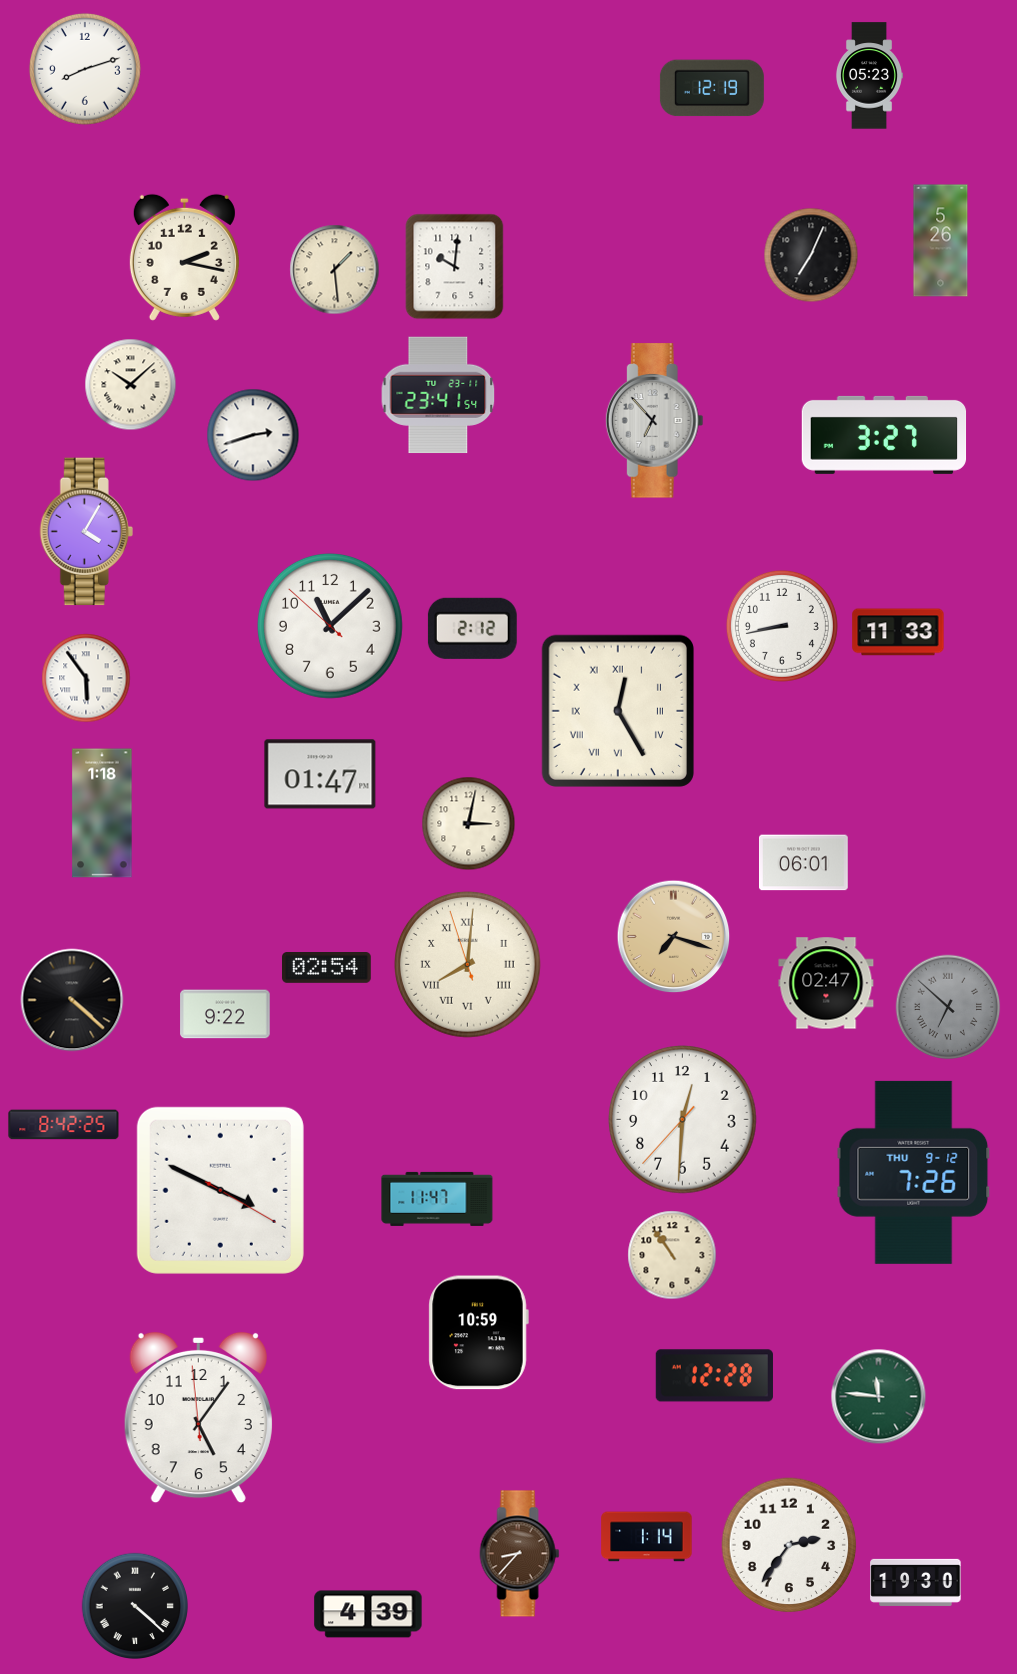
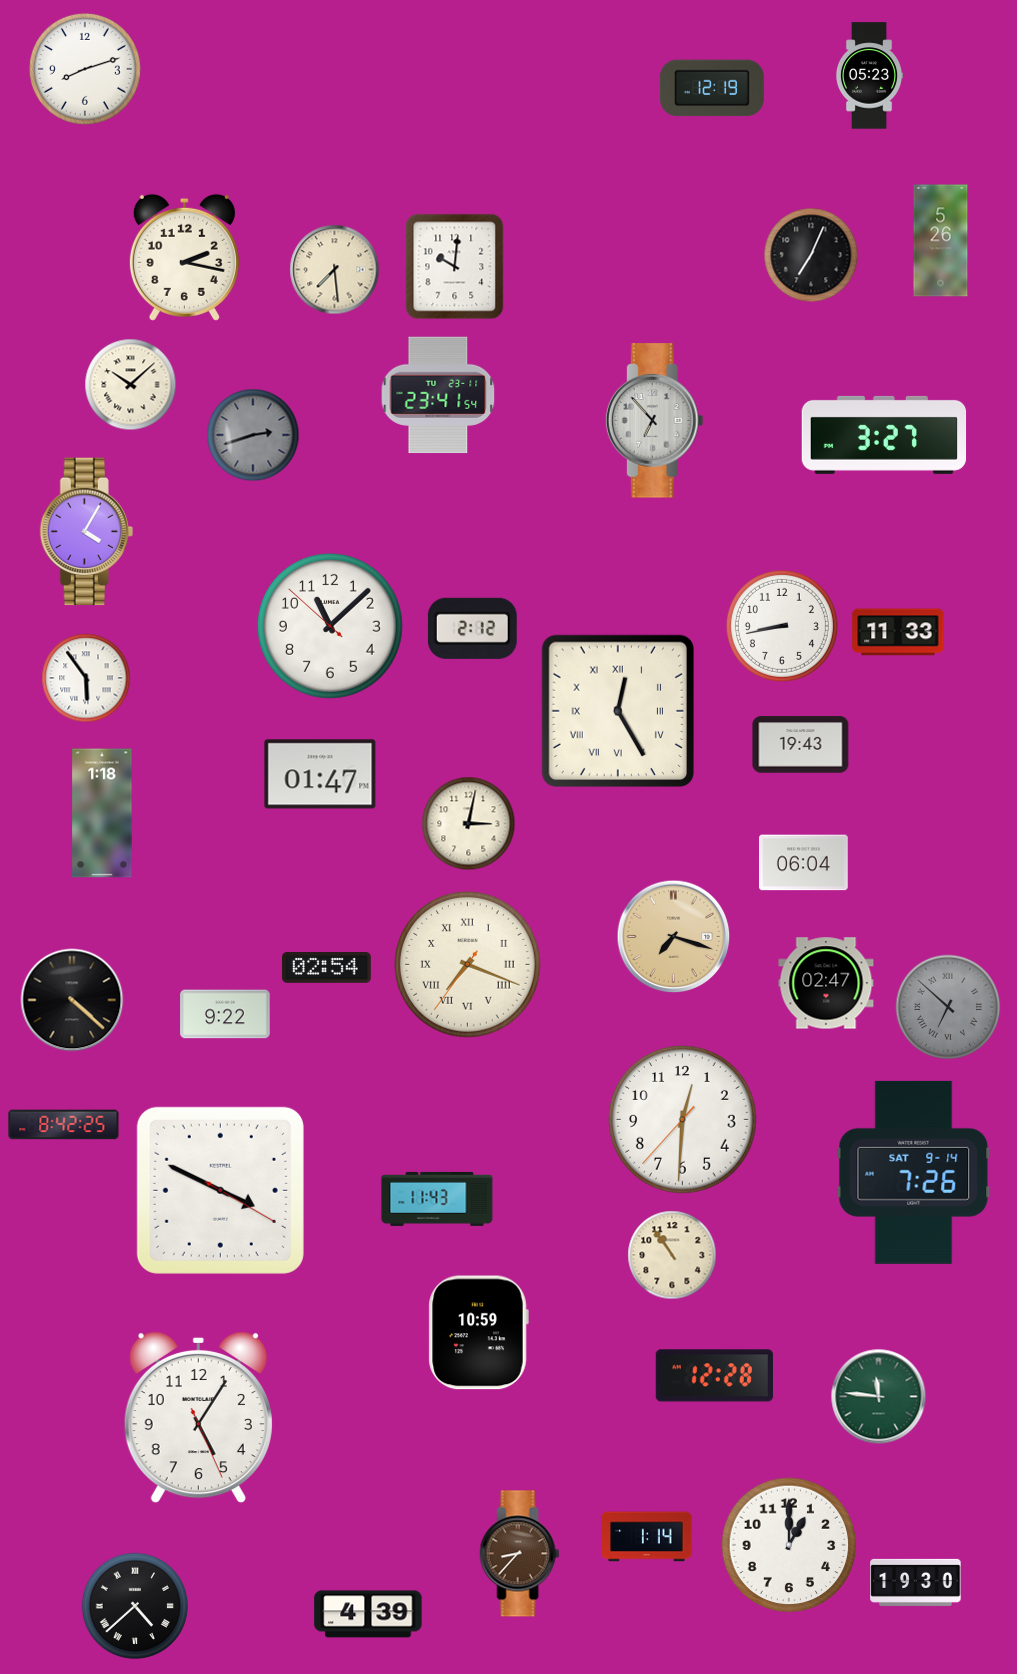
clock at (335, 270): 1:29 -> 7:29
clock at (253, 435) dial: white -> grey
clock at (801, 745): none -> 19:43
clock at (804, 863): 06:01 -> 06:04
clock at (468, 965): 8:00 -> 7:18
clock at (914, 1172) date: THU 9-12 -> SAT 9-14
clock at (437, 1199): 11:47 -> 11:43
clock at (198, 1418): 5:05:59 -> 5:05:26
clock at (789, 1545): 2:36 -> 1:00
clock at (134, 1605): 4:22 -> 4:38
